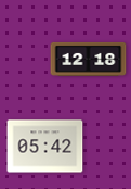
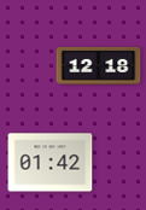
clock at (45, 147): 05:42 -> 01:42
